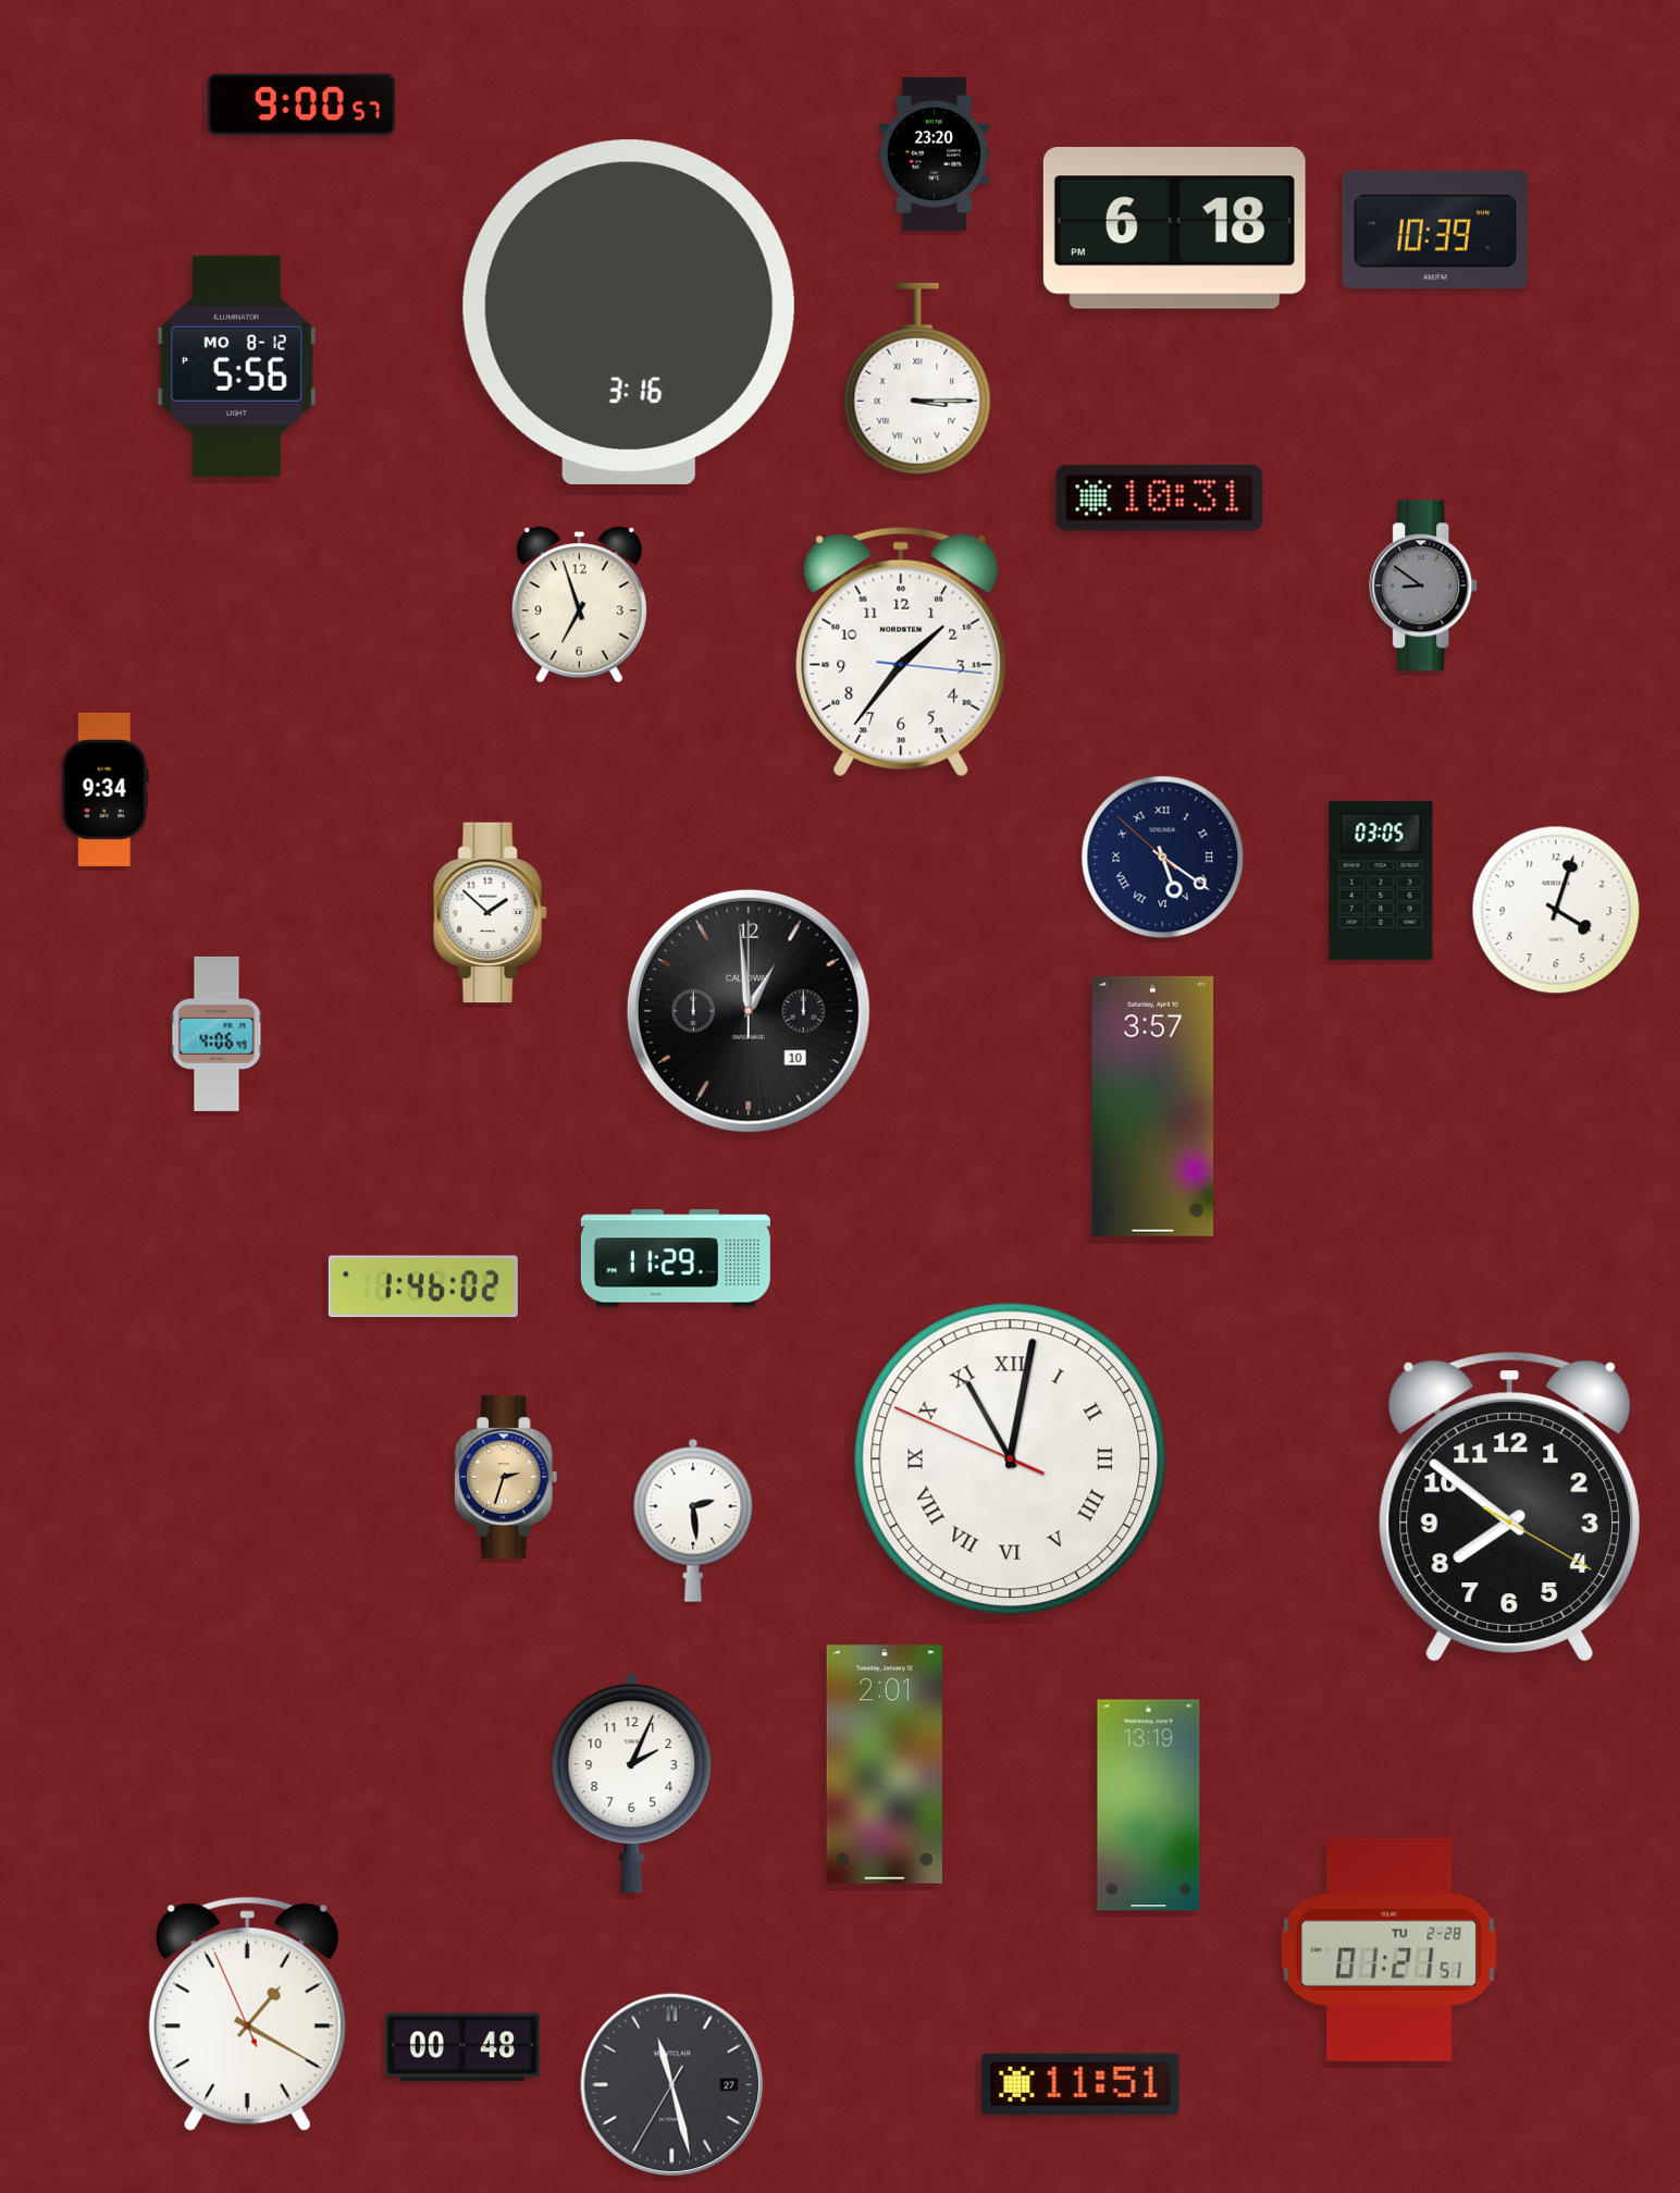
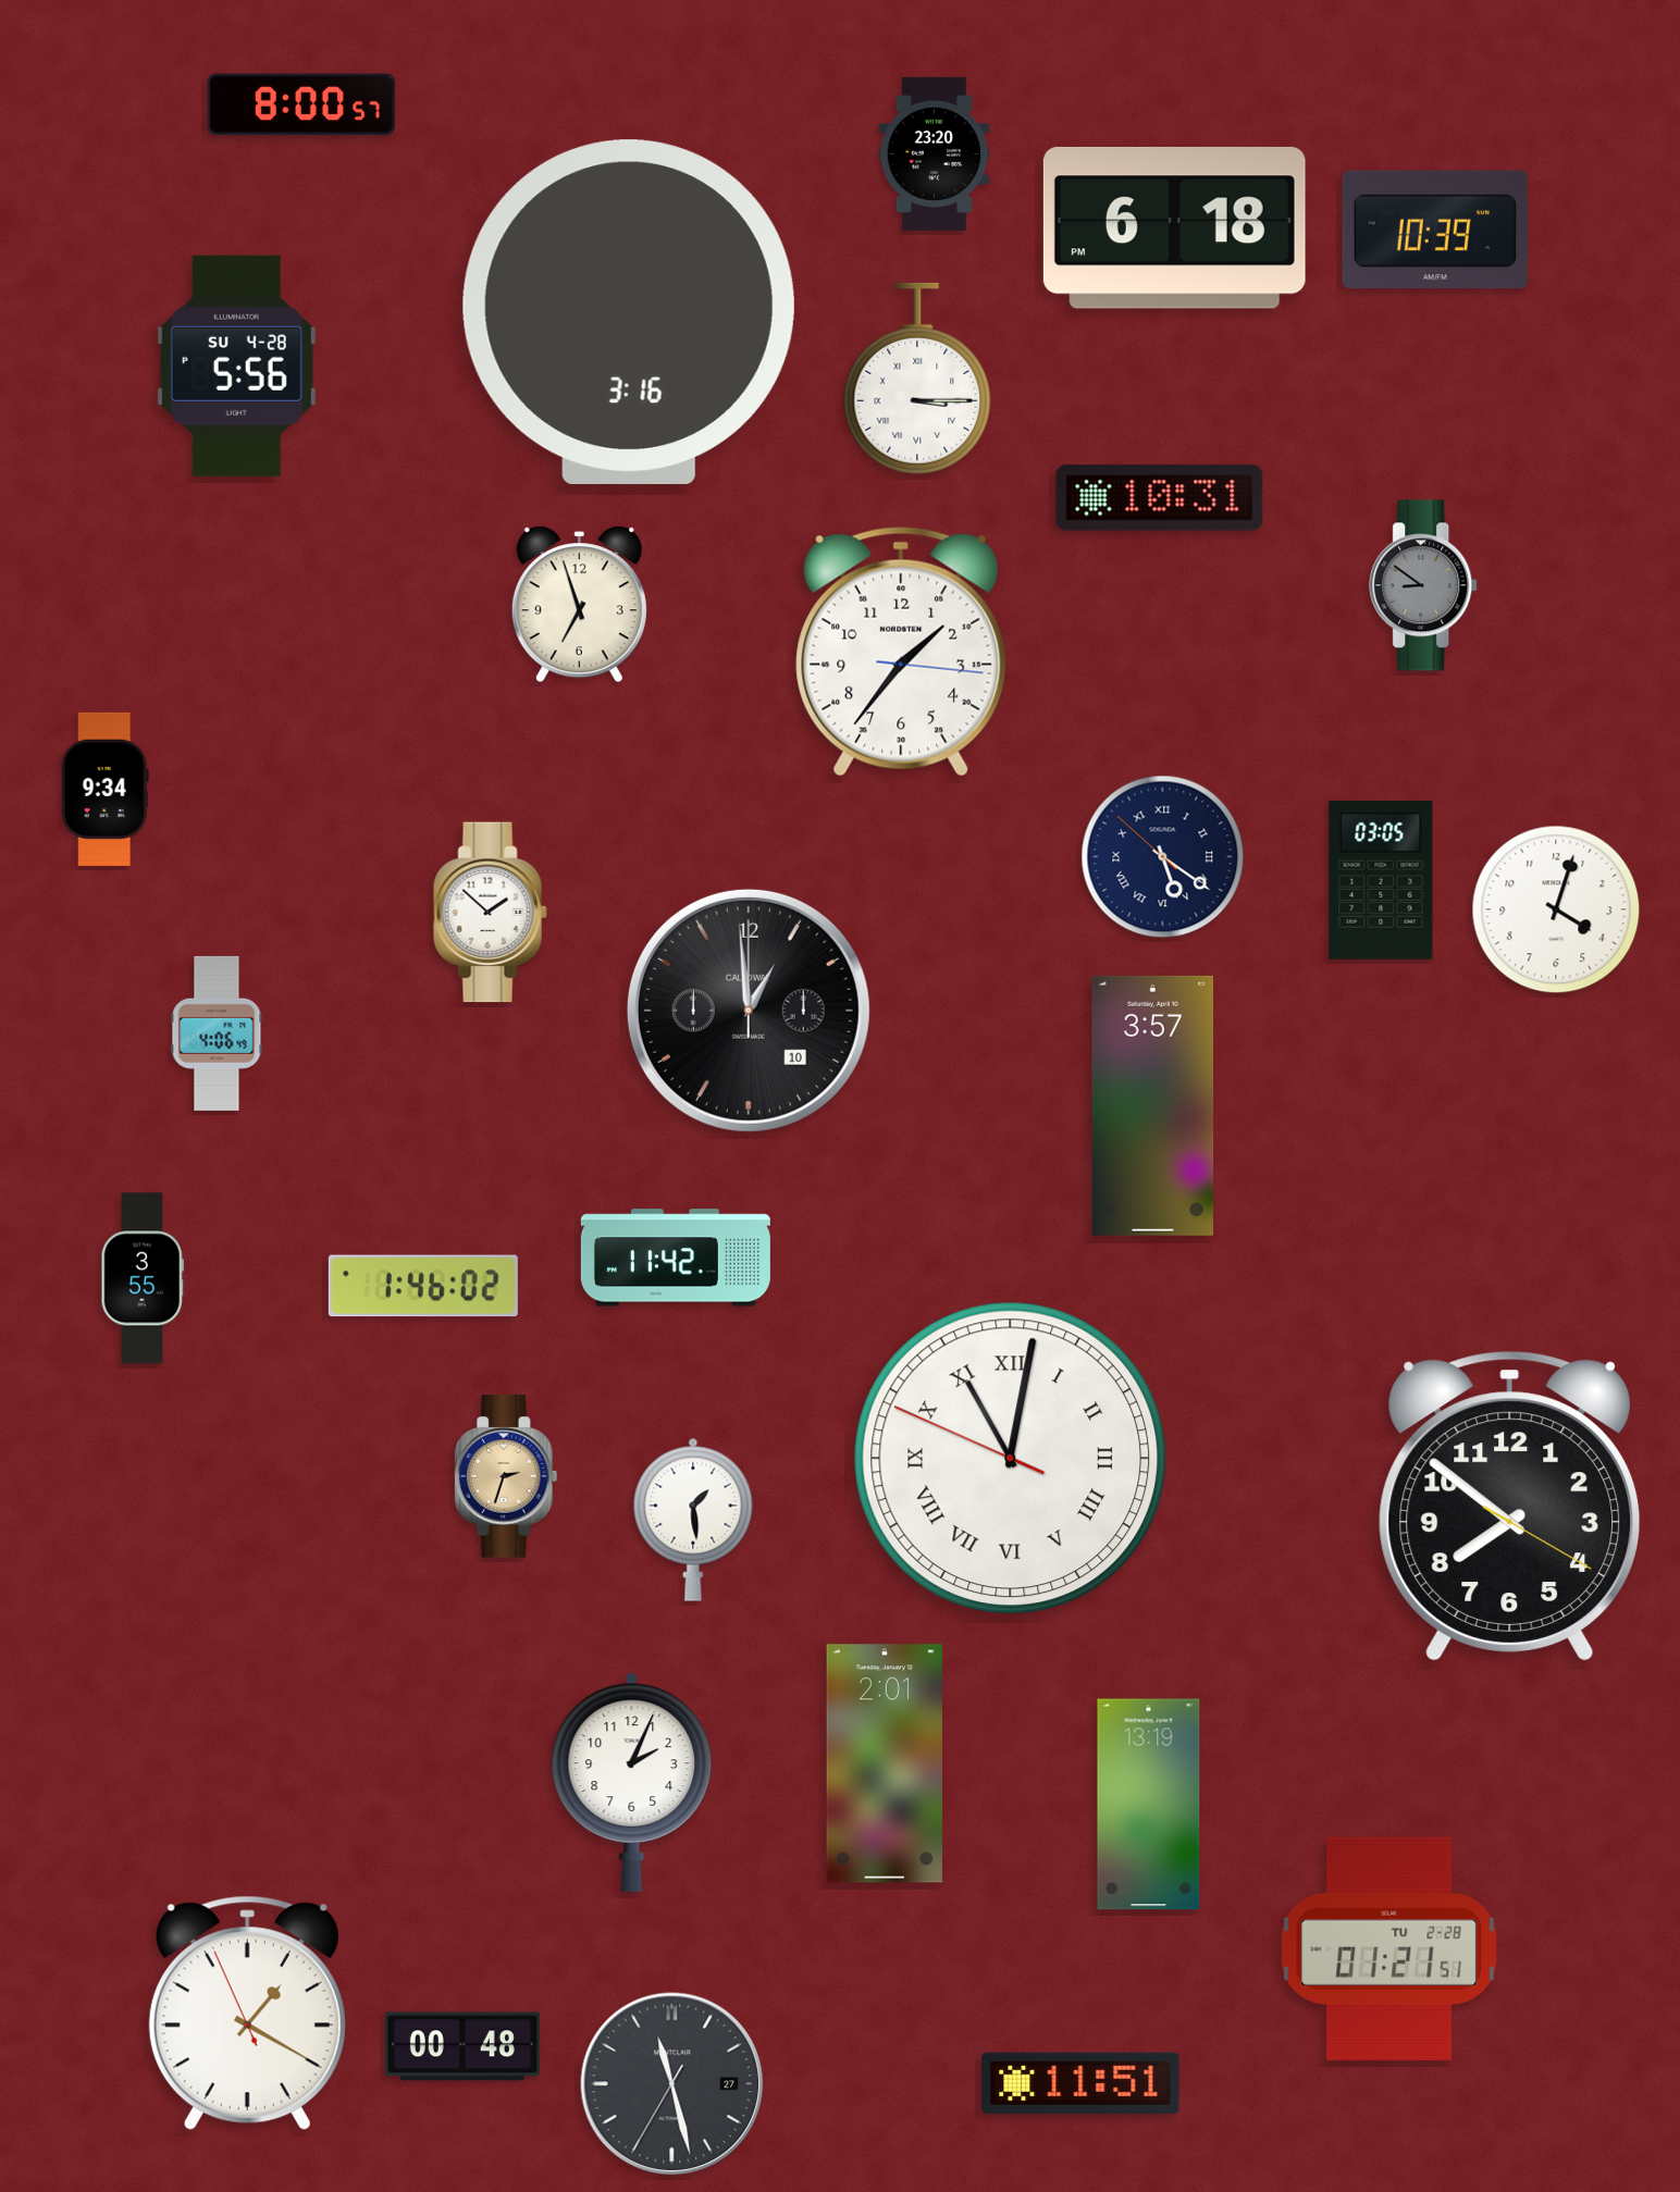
clock at (301, 104): 9:00 -> 8:00
clock at (236, 366) date: MO 8-12 -> SU 4-28
clock at (676, 1258): 11:29 -> 11:42
clock at (141, 1278): none -> 3:55
clock at (693, 1520): 2:29 -> 1:29
